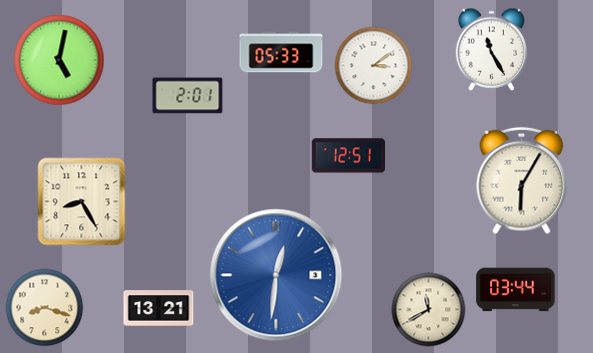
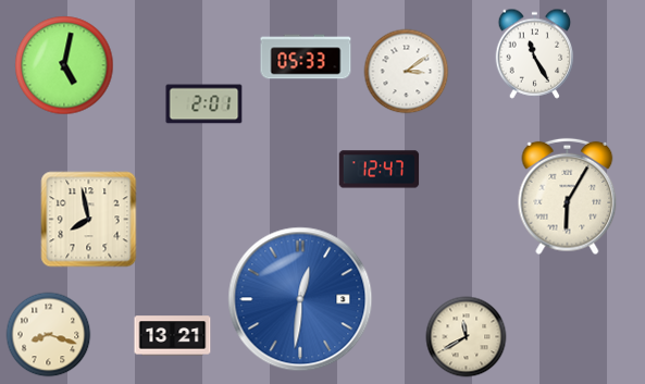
clock at (349, 156): 12:51 -> 12:47
clock at (82, 202): 8:25 -> 7:58
clock at (516, 290): 03:44 -> none
